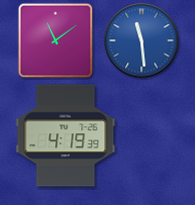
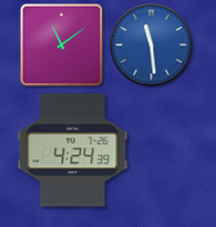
clock at (142, 41) position: (142, 41) -> (152, 45)
clock at (66, 136): 4:19 -> 4:24
